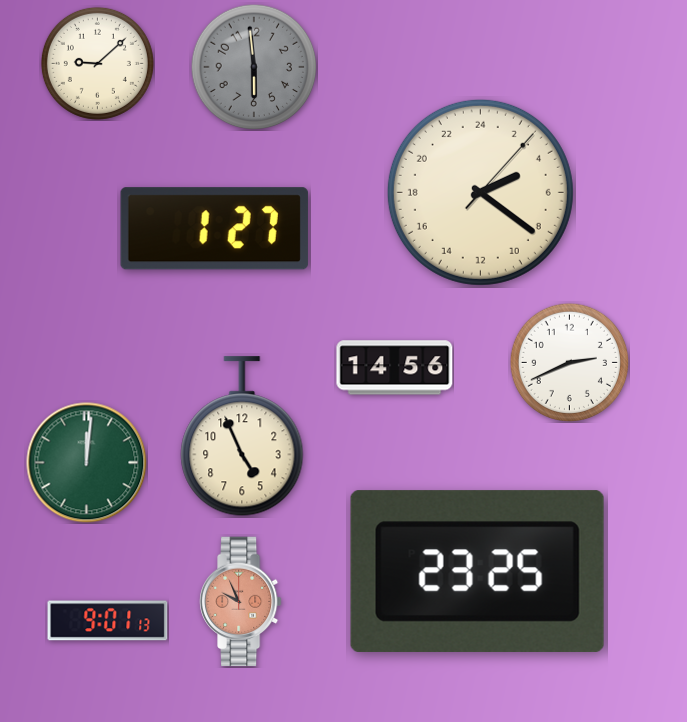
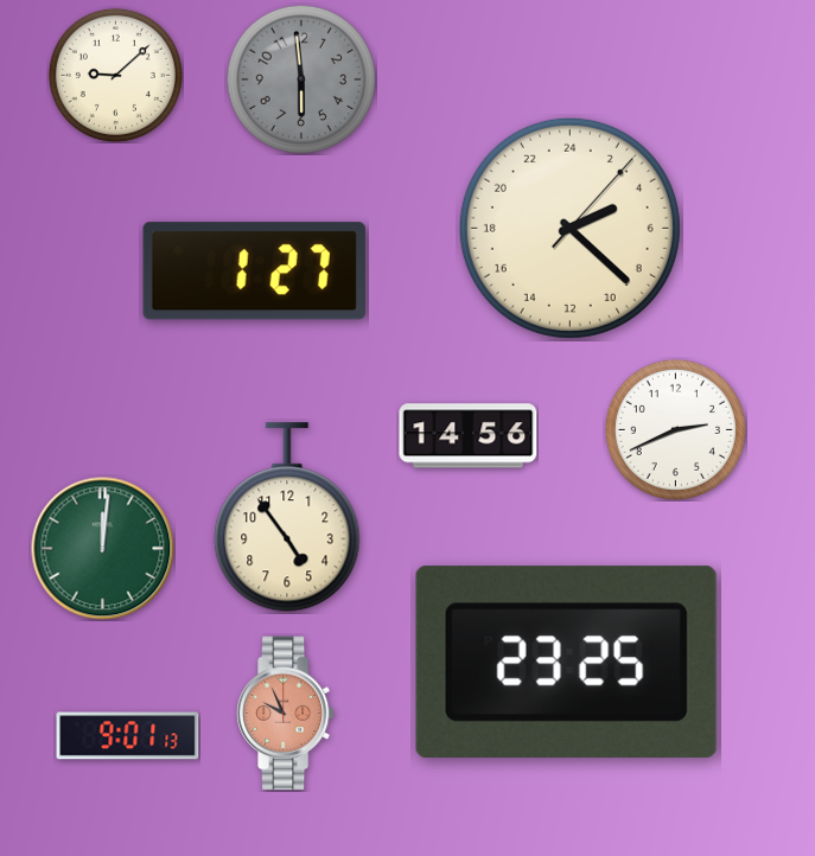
clock at (480, 192): 4:21 -> 4:22
clock at (242, 437): 4:56 -> 4:54
clock at (477, 571) position: (477, 571) -> (566, 662)
